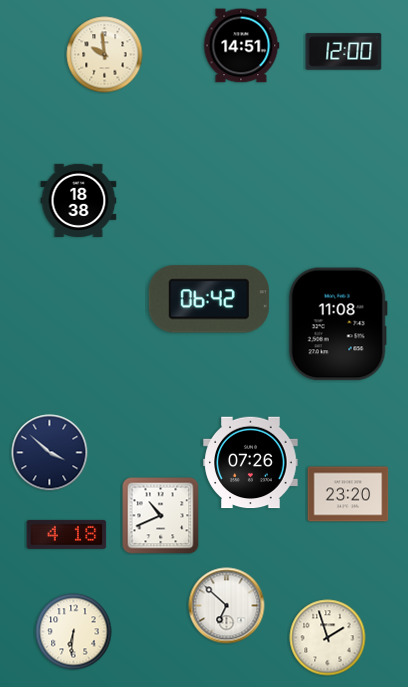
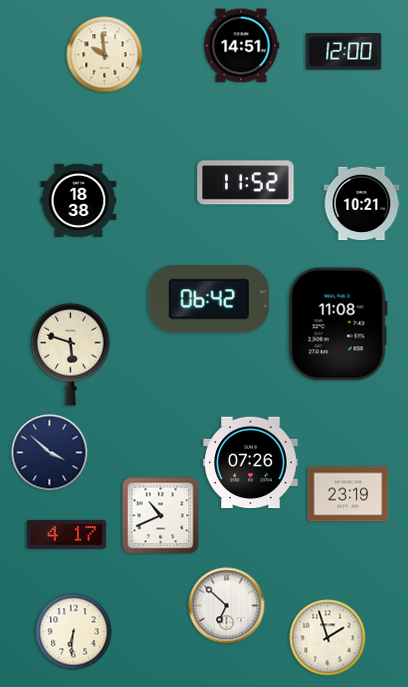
clock at (246, 183): none -> 11:52
clock at (362, 204): none -> 10:21
clock at (71, 354): none -> 5:48
clock at (348, 494): 23:20 -> 23:19
clock at (67, 534): 4:18 -> 4:17
